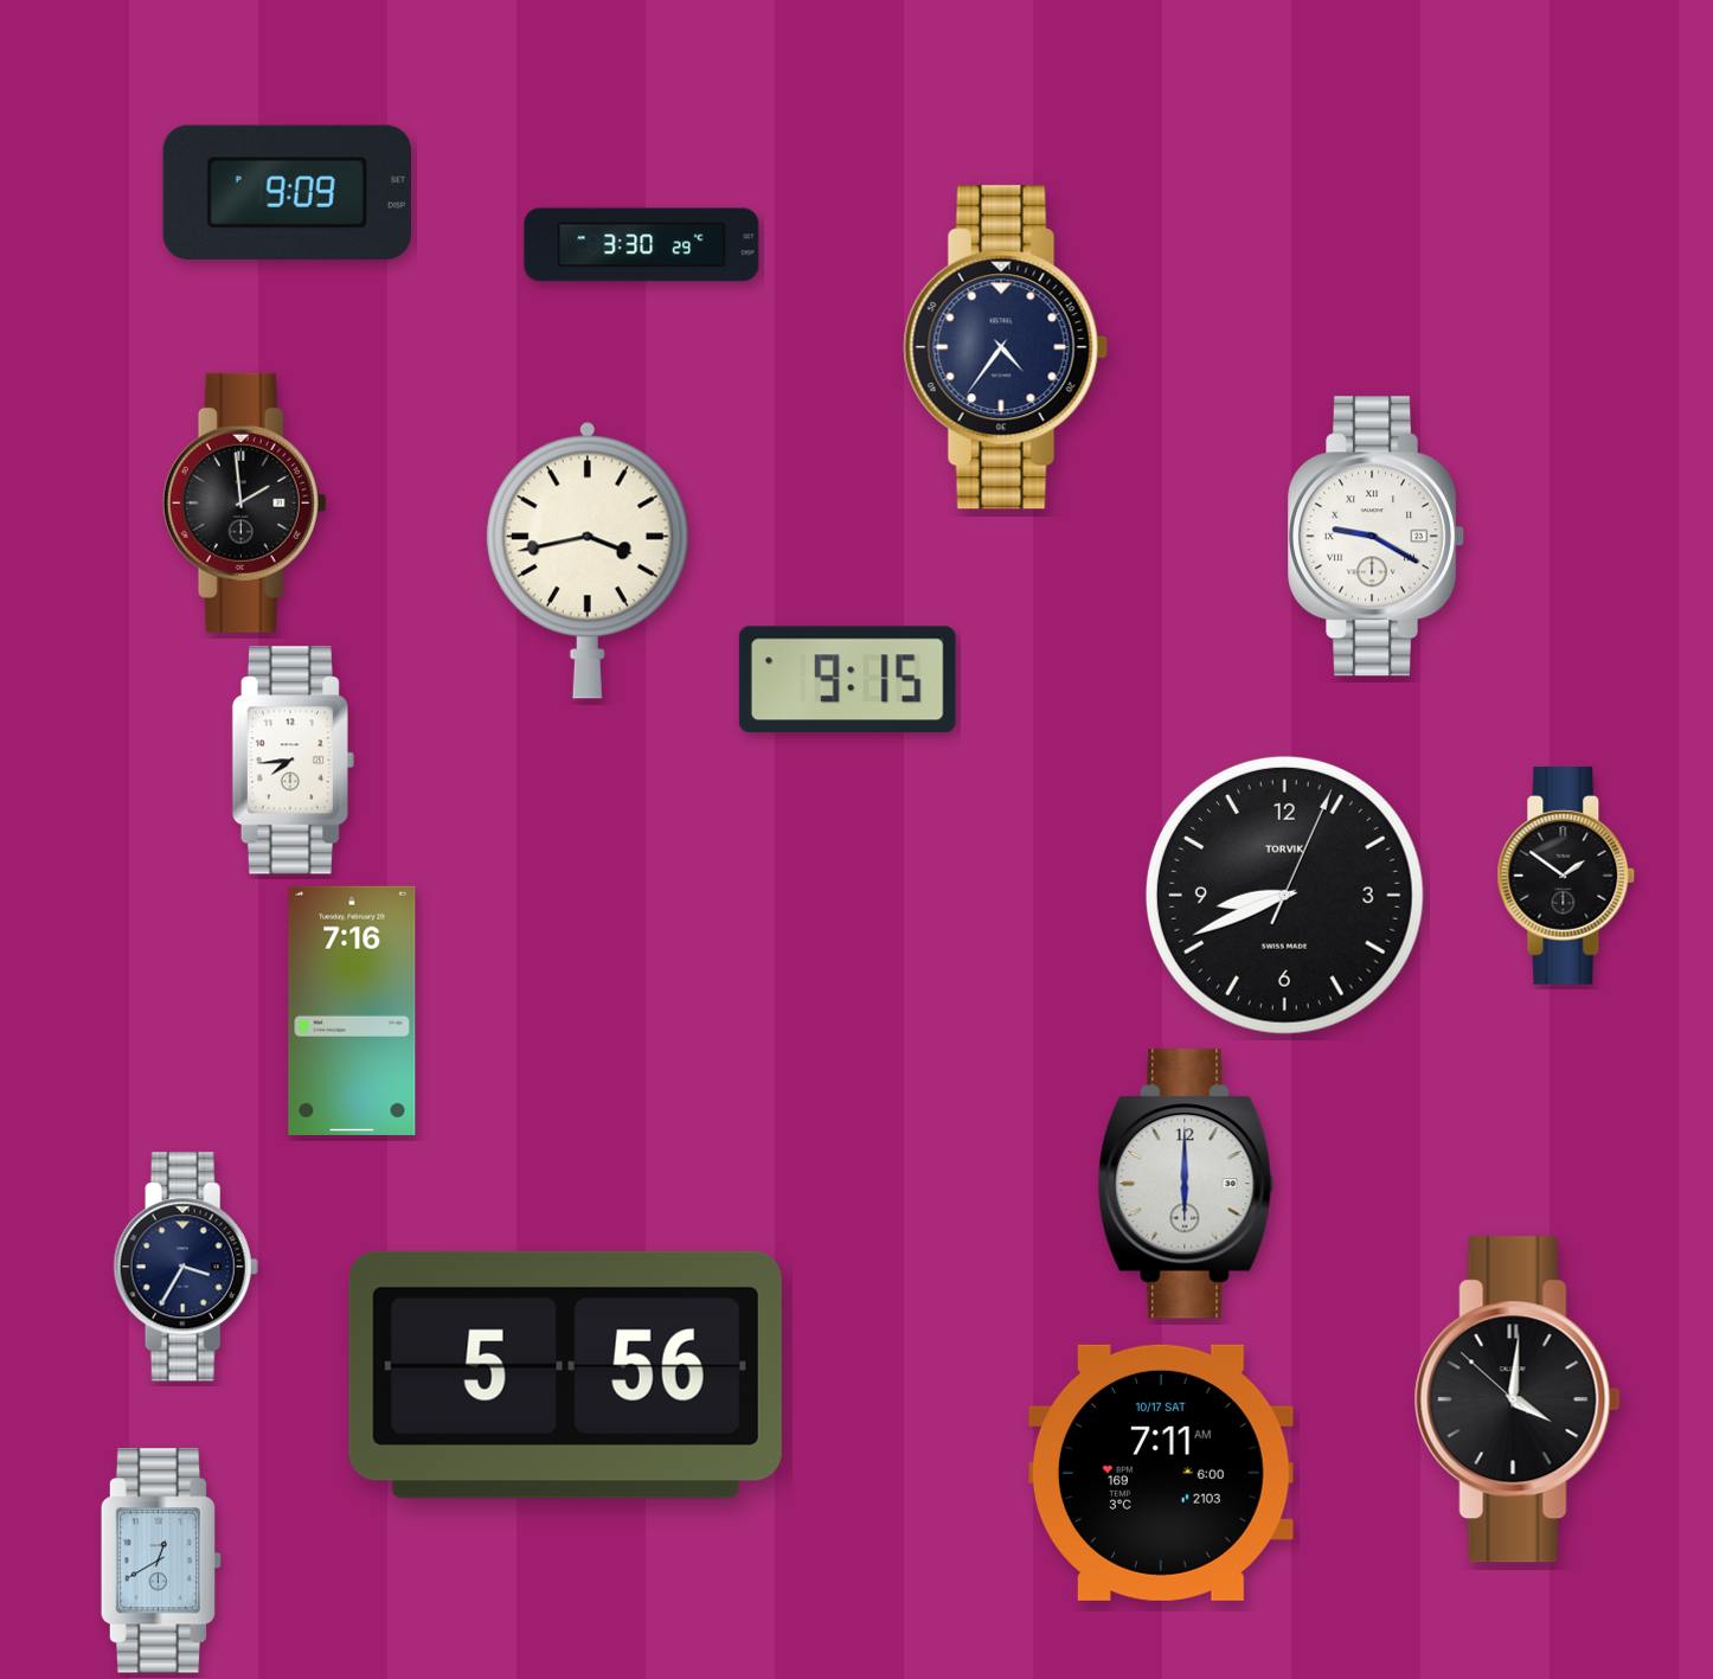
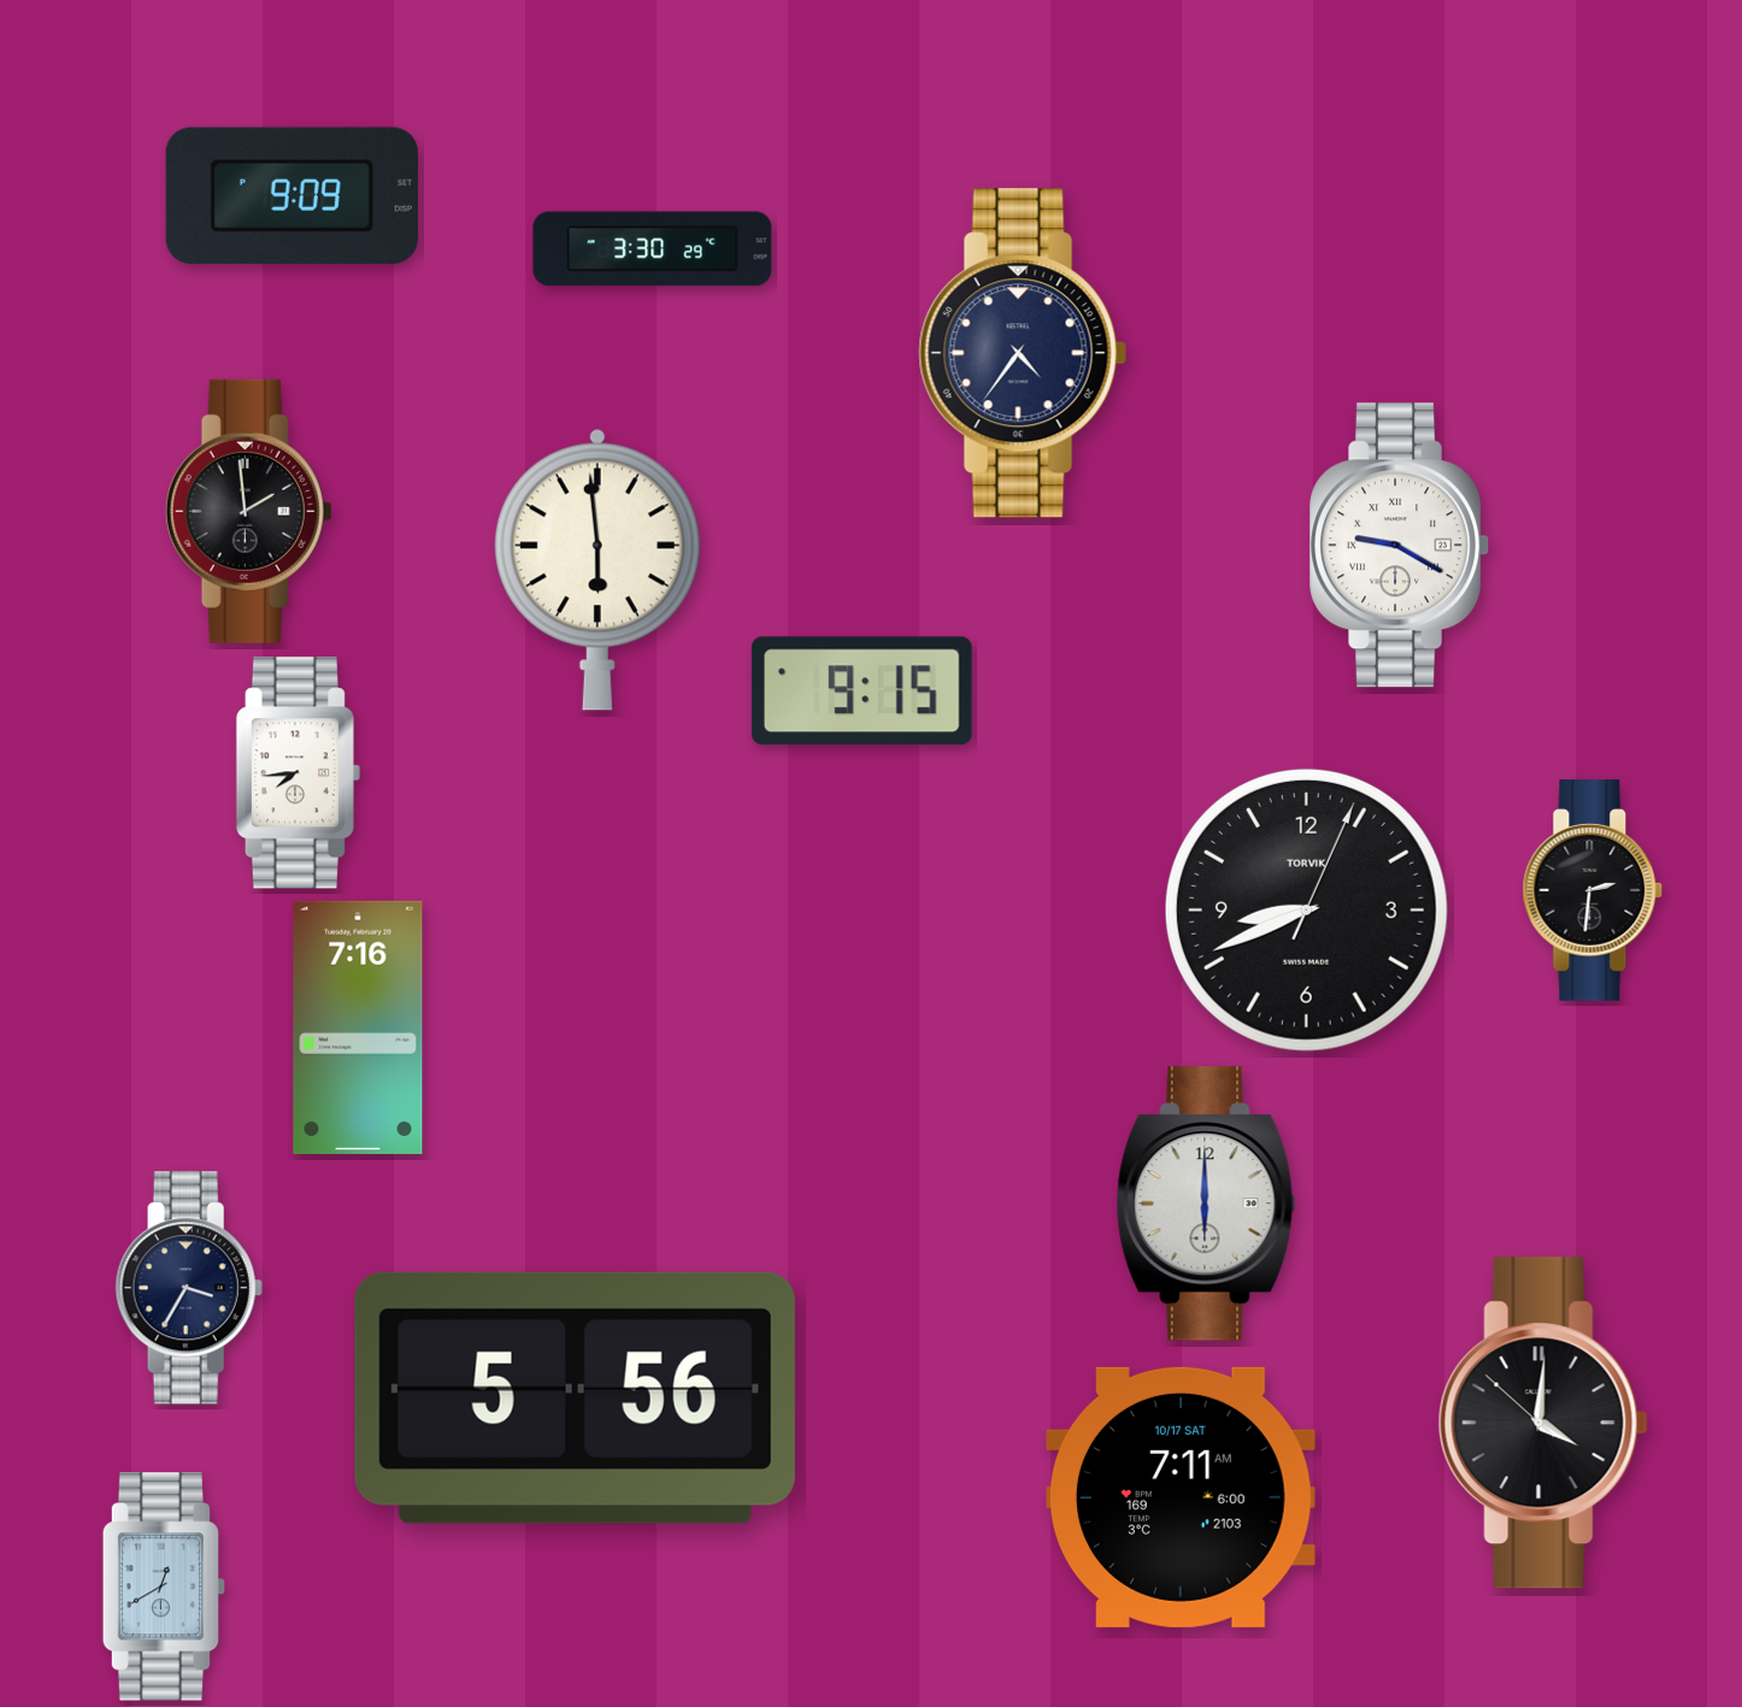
clock at (588, 560): 3:43 -> 5:59
clock at (1566, 877): 1:51 -> 2:31
